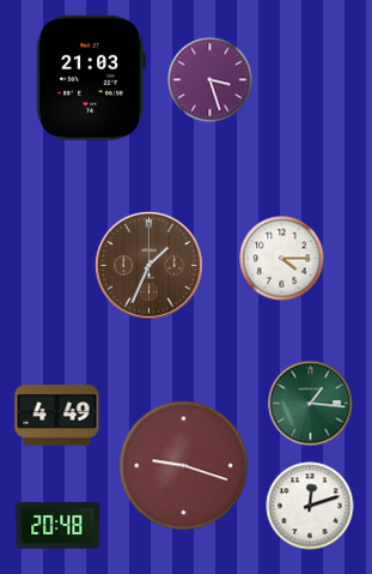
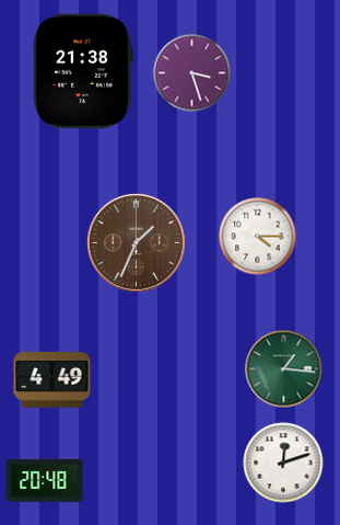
clock at (91, 78): 21:03 -> 21:38
clock at (184, 466): 9:18 -> none
clock at (59, 525) position: (59, 525) -> (45, 480)
